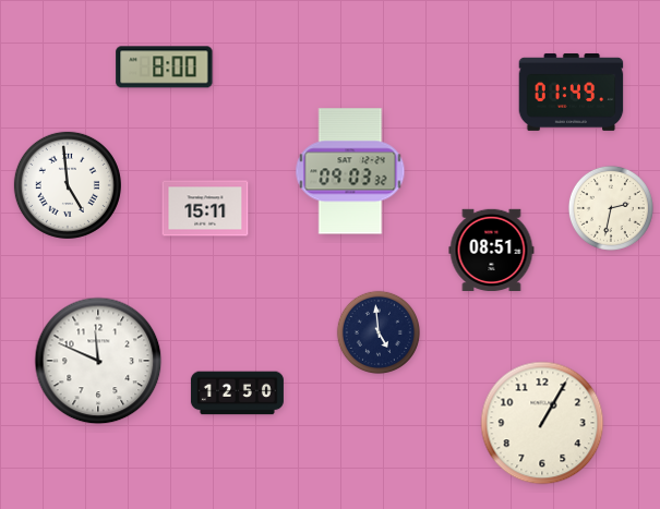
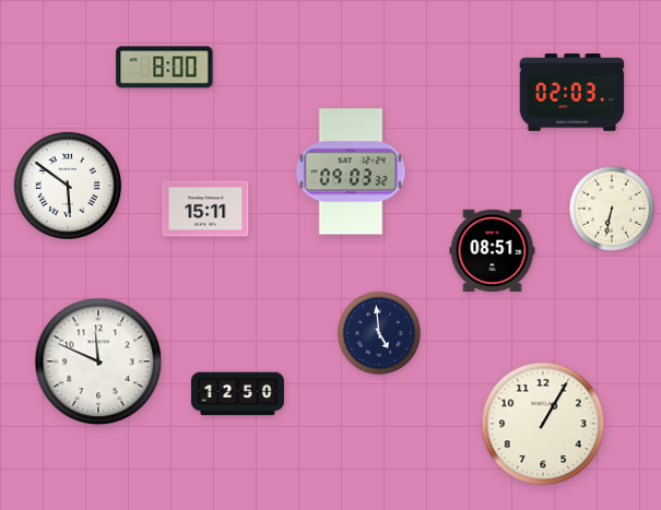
clock at (572, 93): 01:49 -> 02:03
clock at (68, 185): 4:59 -> 5:51
clock at (611, 208): 2:32 -> 6:32
